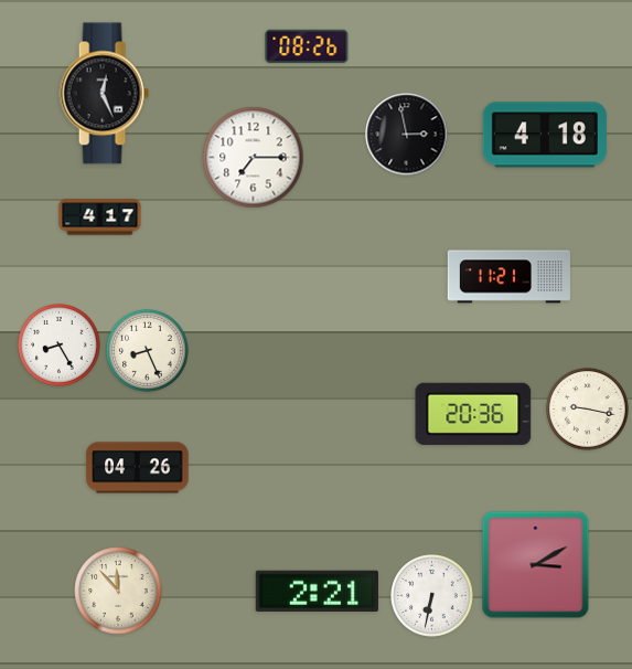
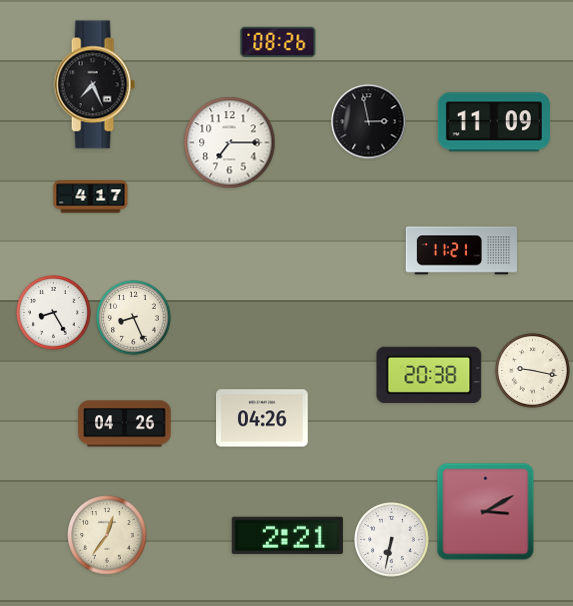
clock at (104, 94): 12:26 -> 7:26
clock at (545, 135): 4:18 -> 11:09
clock at (473, 414): 20:36 -> 20:38
clock at (262, 418): none -> 04:26
clock at (118, 591): 11:53 -> 12:36
